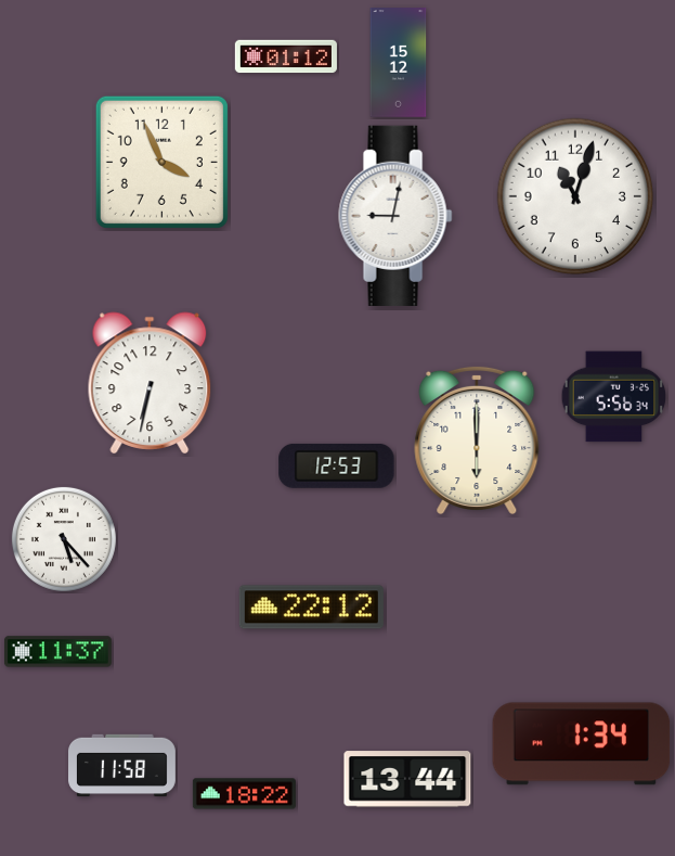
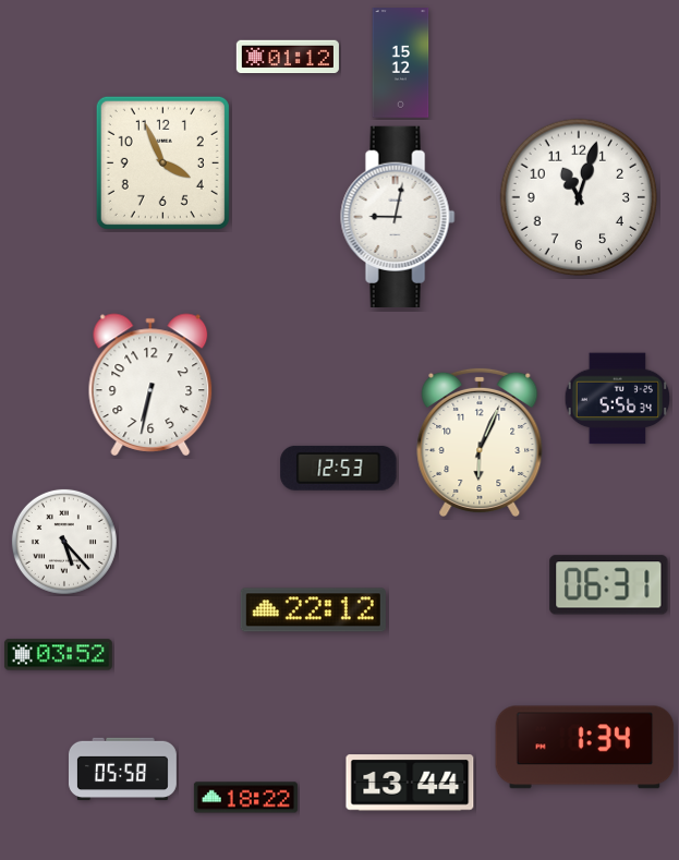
clock at (477, 439): 6:00 -> 6:04
clock at (609, 585): none -> 06:31
clock at (57, 652): 11:37 -> 03:52
clock at (122, 766): 11:58 -> 05:58
